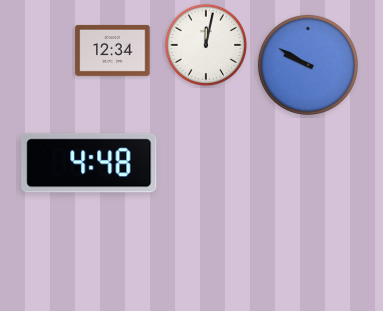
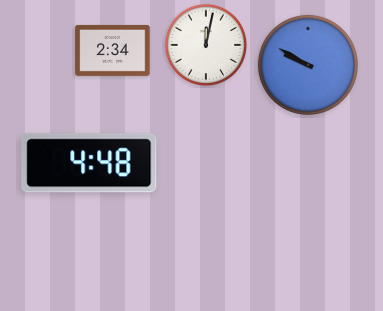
clock at (113, 50): 12:34 -> 2:34
